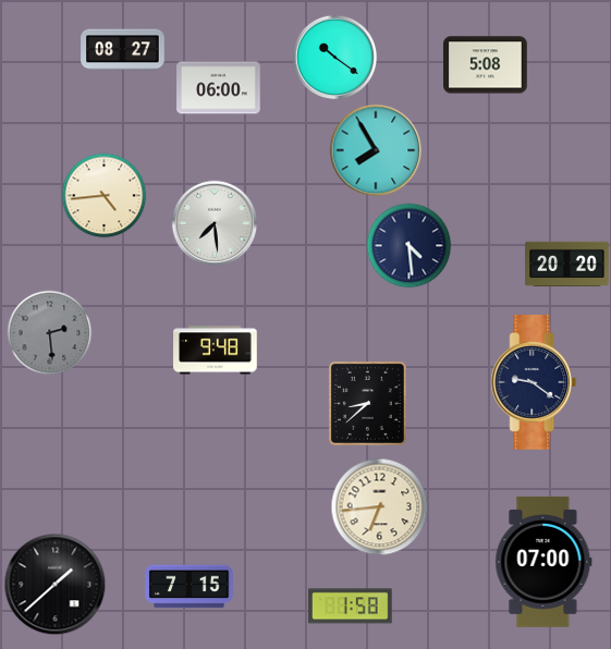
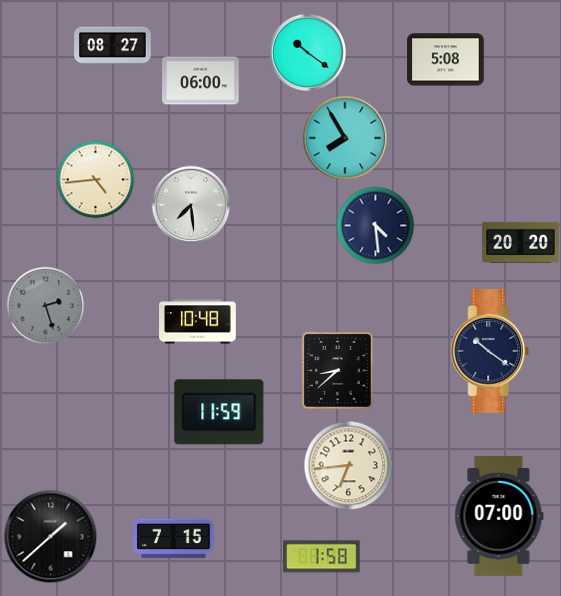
clock at (215, 223) position: (215, 223) -> (191, 205)
clock at (49, 332): 2:29 -> 2:27
clock at (216, 351): 9:48 -> 10:48
clock at (534, 382): 9:21 -> 10:21
clock at (219, 412): none -> 11:59
